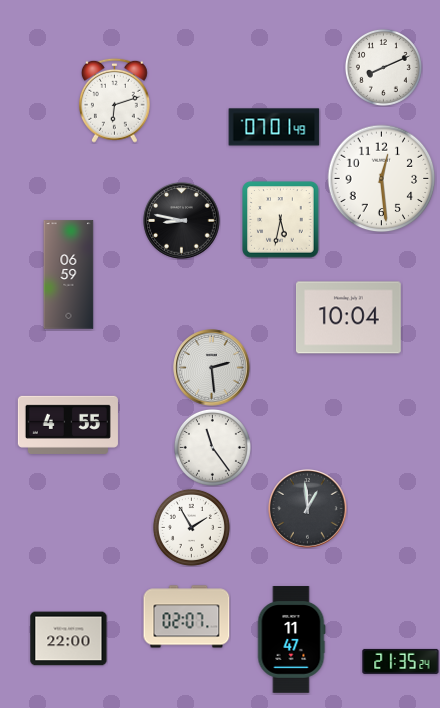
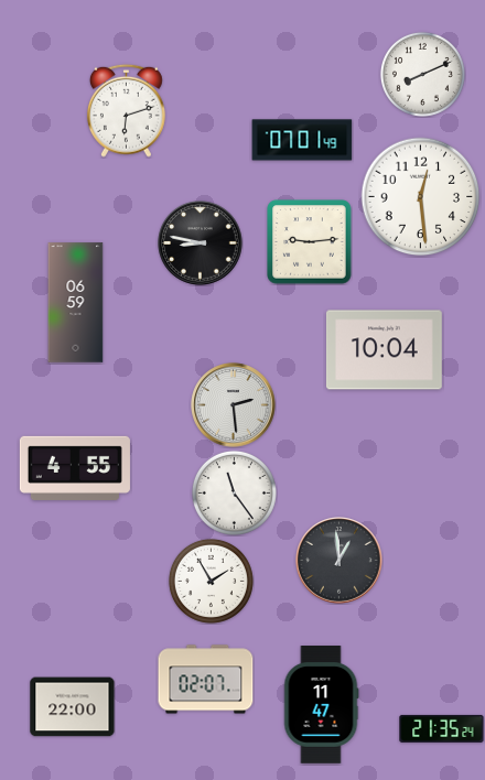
clock at (281, 220): 5:32 -> 9:14
clock at (69, 639) position: (69, 639) -> (73, 707)
